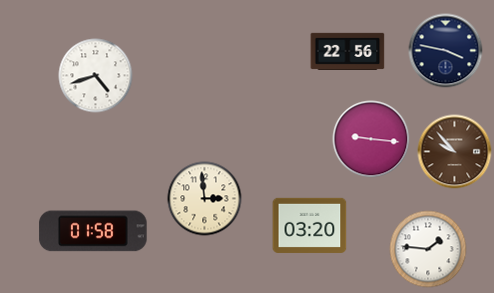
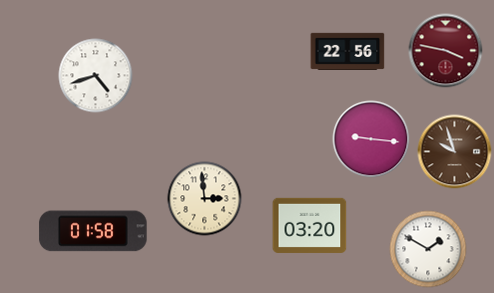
clock at (446, 51) dial: navy -> burgundy
clock at (455, 152): 9:53 -> 9:57
clock at (428, 249): 1:46 -> 1:50
